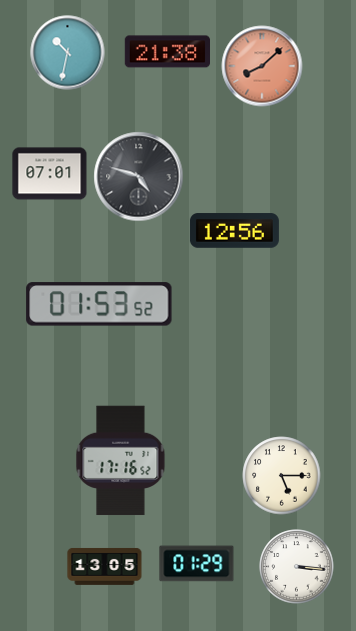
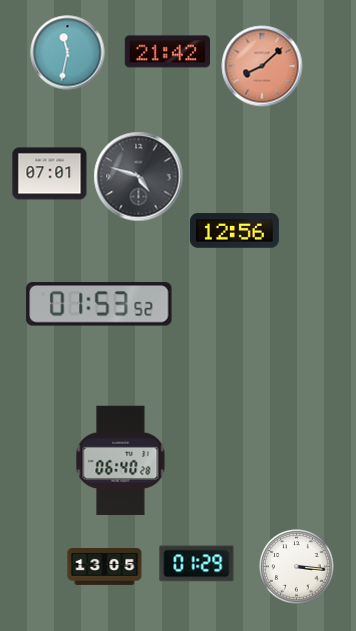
clock at (167, 52): 21:38 -> 21:42
clock at (68, 53): 10:32 -> 11:32
clock at (121, 461): 17:16 -> 06:40
clock at (282, 476): 5:15 -> none
